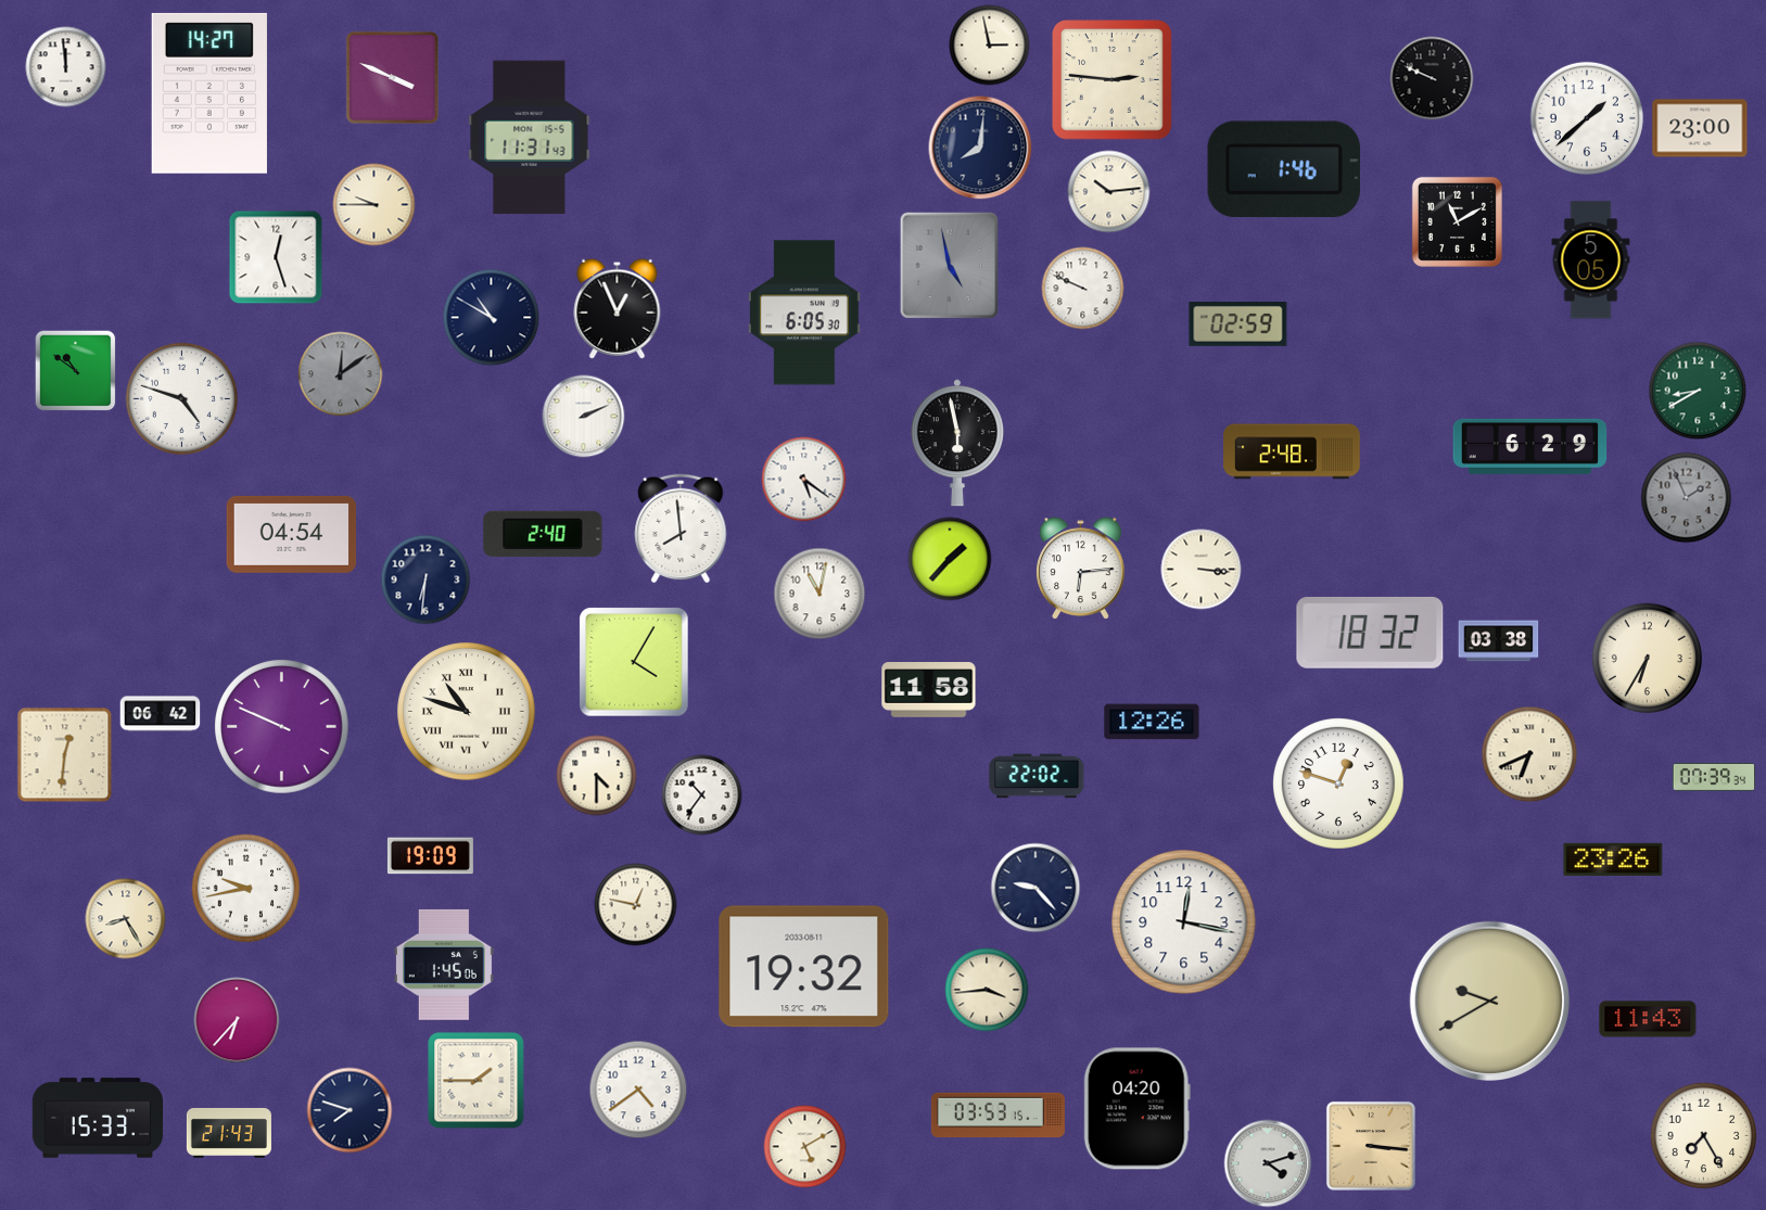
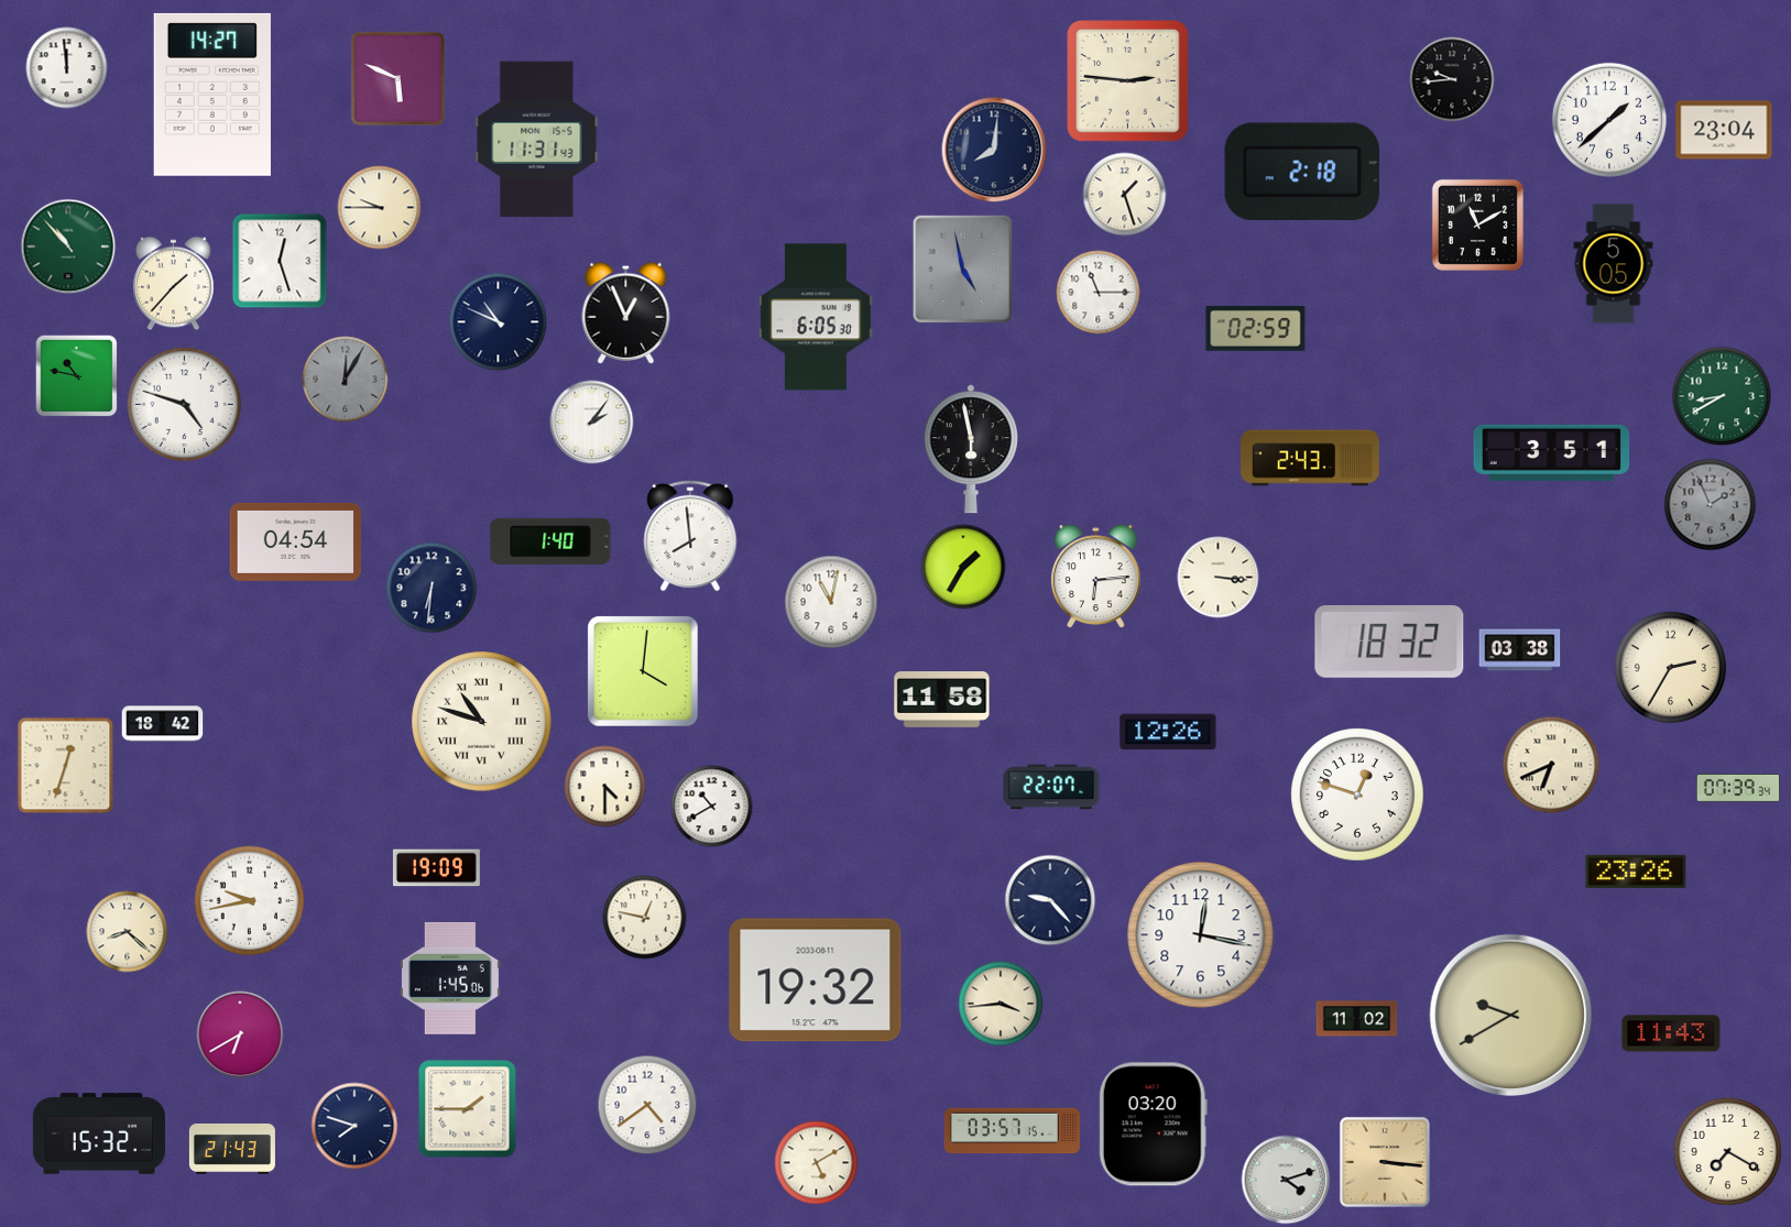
clock at (990, 46): 2:58 -> none
clock at (392, 77): 3:49 -> 5:49
clock at (1432, 78): 9:49 -> 9:44
clock at (1700, 128): 23:00 -> 23:04
clock at (1284, 169): 1:46 -> 2:18
clock at (1109, 192): 10:14 -> 1:27
clock at (68, 247): none -> 10:53
clock at (174, 284): none -> 1:37
clock at (1083, 289): 9:49 -> 11:15
clock at (492, 318): 10:50 -> 10:49
clock at (76, 371): 10:51 -> 10:47
clock at (341, 374): 12:09 -> 12:05
clock at (584, 417): 2:11 -> 2:06
clock at (1530, 446): 6:29 -> 3:51
clock at (1292, 451): 2:48 -> 2:43
clock at (804, 480): 5:21 -> none
clock at (543, 534): 2:40 -> 1:40
clock at (950, 559): 1:37 -> 1:35
clock at (1648, 659): 6:35 -> 2:35
clock at (634, 662): 4:05 -> 4:01
clock at (467, 712) position: (467, 712) -> (482, 722)
clock at (161, 714): 06:42 -> 18:42
clock at (282, 727): 9:49 -> none
clock at (65, 755): 12:31 -> 12:33
clock at (1037, 776): 22:02 -> 22:07
clock at (702, 795): 10:36 -> 10:40
clock at (126, 919): 8:25 -> 8:22
clock at (1357, 1019): none -> 11:02
clock at (237, 1020): 6:37 -> 6:40
clock at (477, 1081) position: (477, 1081) -> (468, 1109)
clock at (1136, 1109): 04:20 -> 03:20
clock at (998, 1116): 03:53 -> 03:57
clock at (98, 1118): 15:33 -> 15:32
clock at (1704, 1136): 7:25 -> 7:20
clock at (1371, 1146) position: (1371, 1146) -> (1385, 1162)
